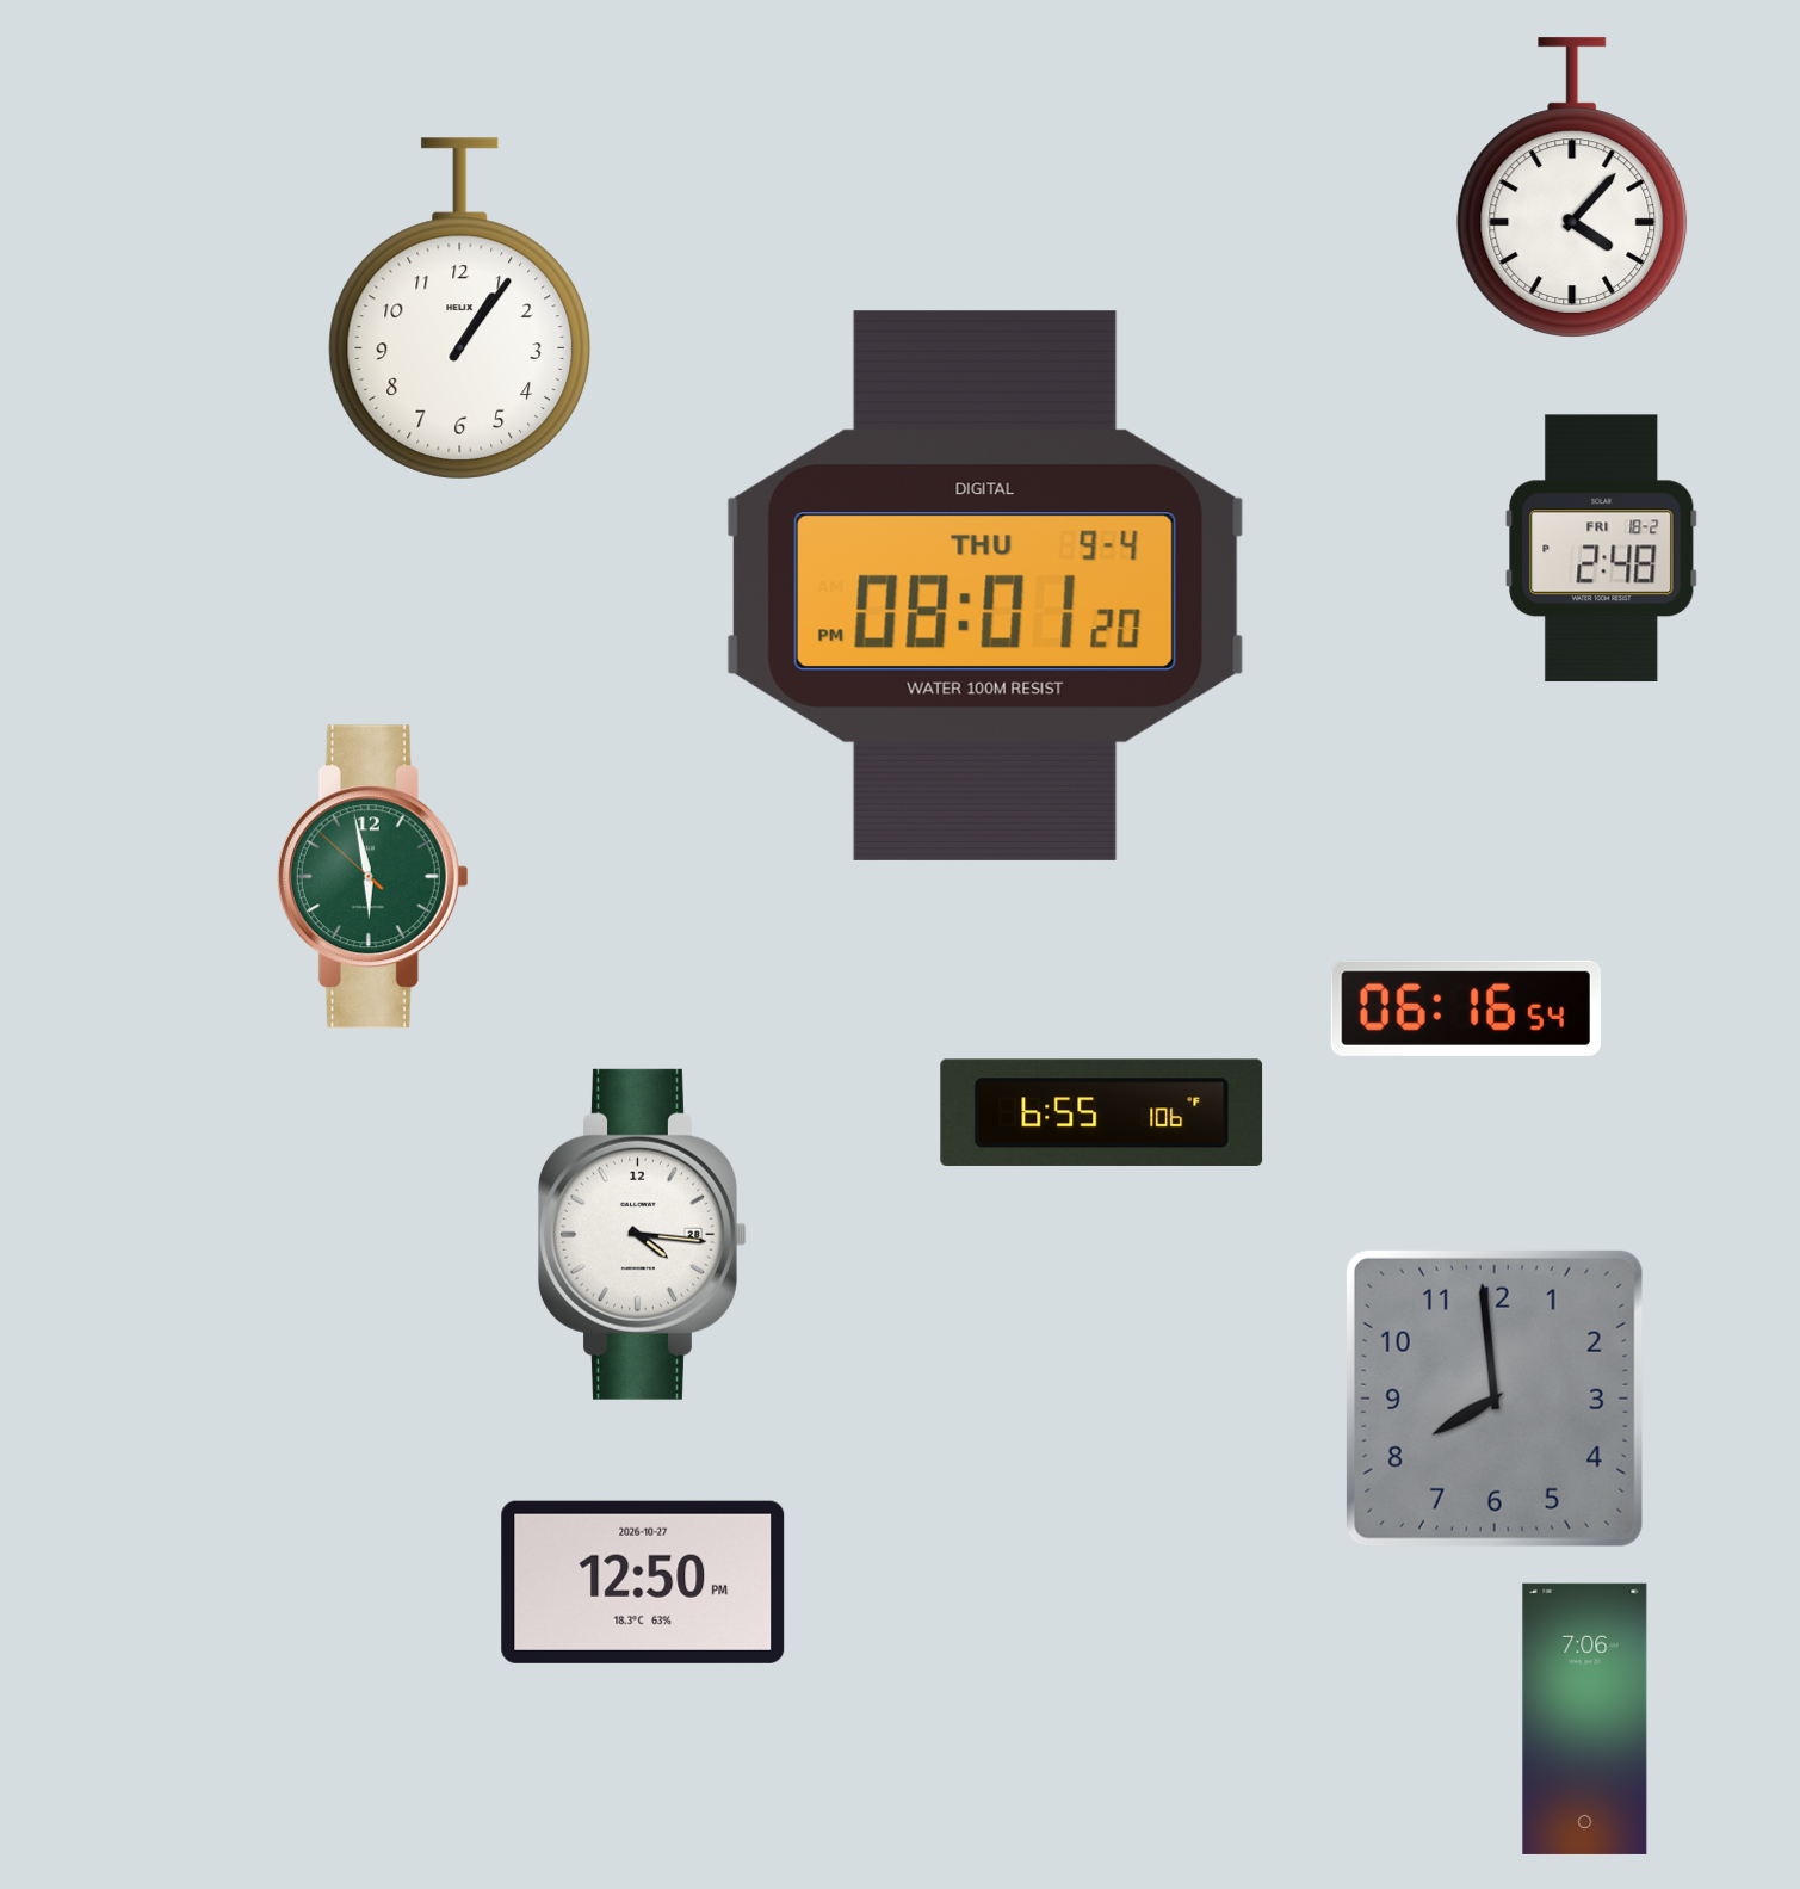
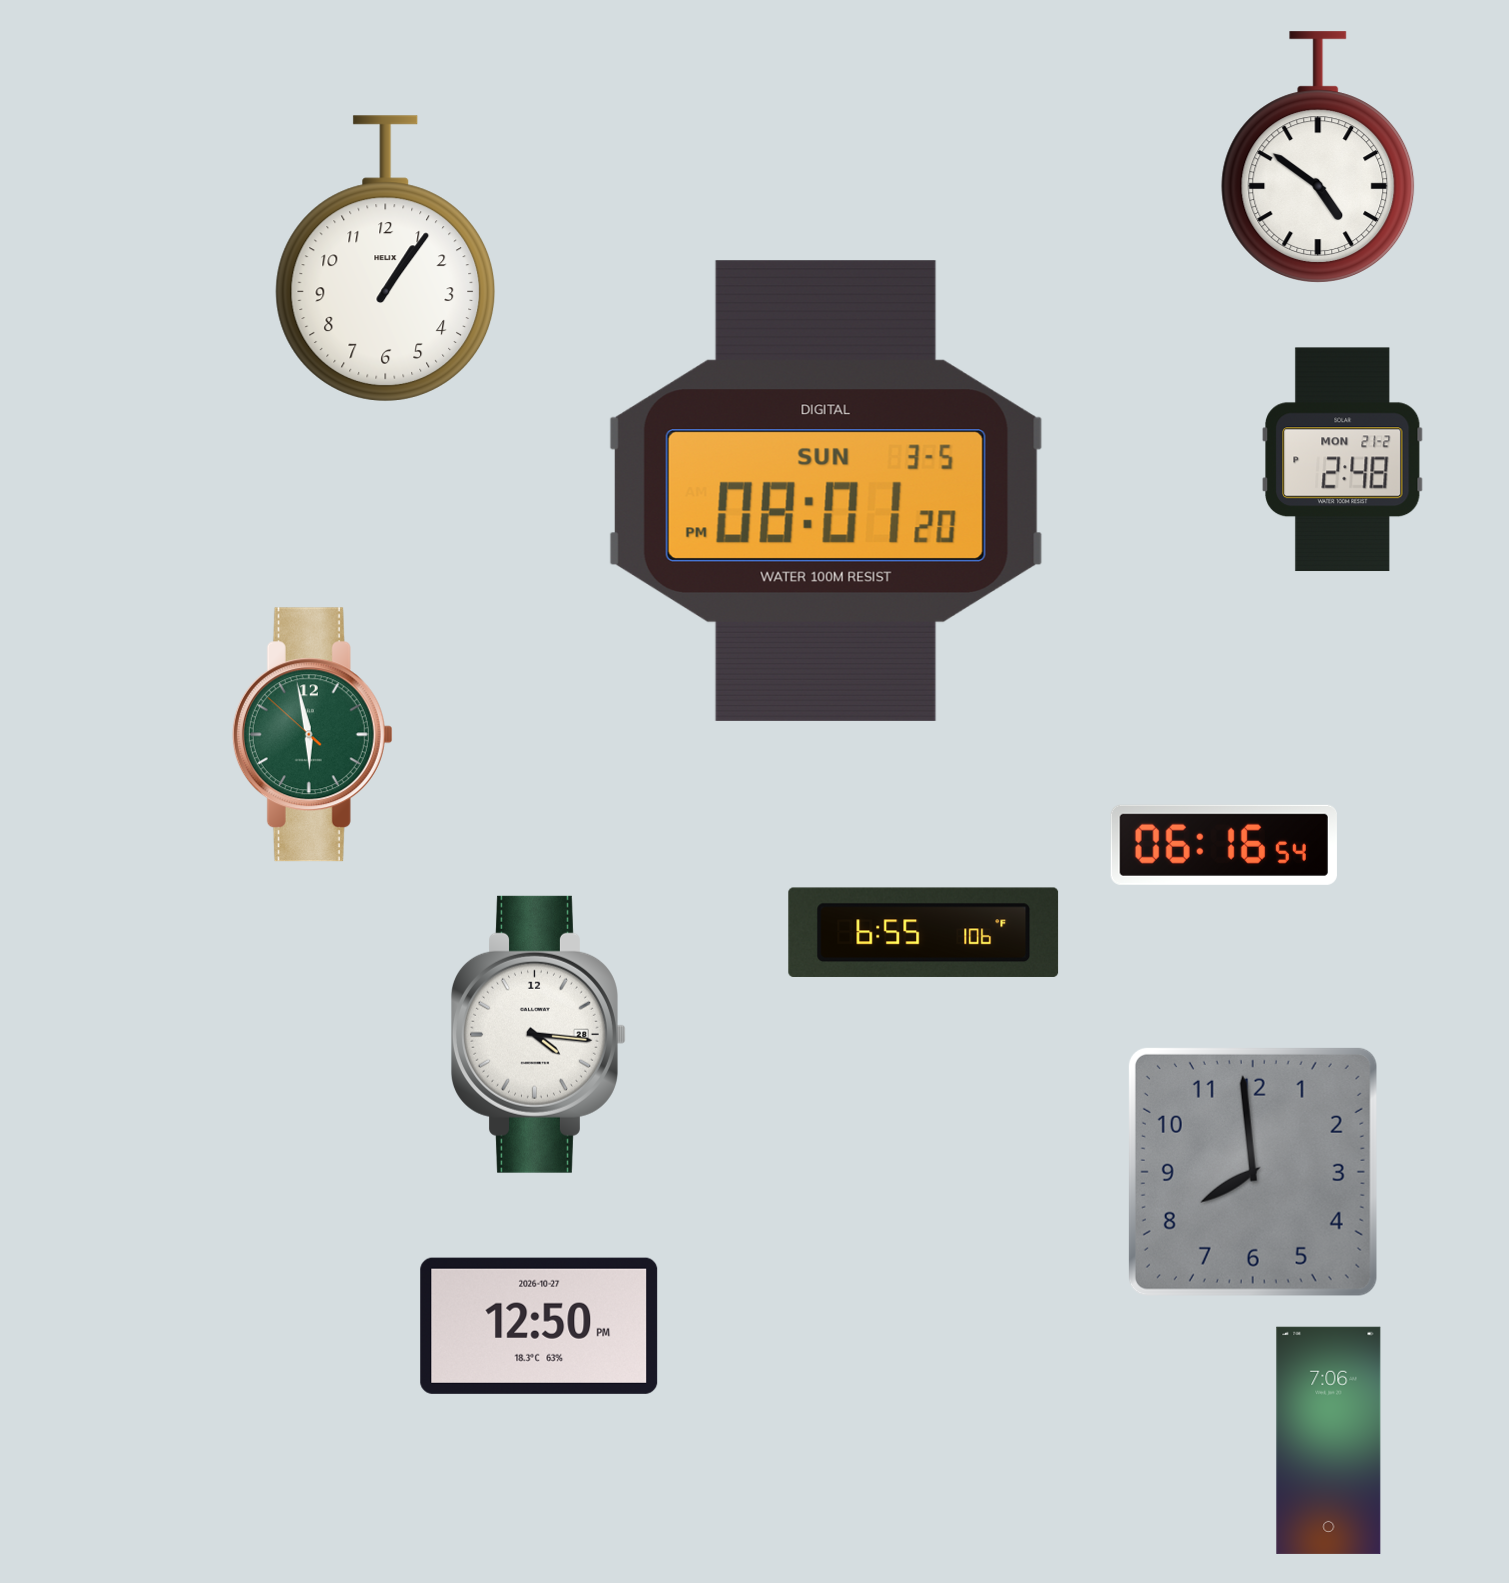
clock at (1572, 187): 4:07 -> 4:51
clock at (1602, 549) date: FRI 18-2 -> MON 21-2
clock at (985, 586) date: THU 9-4 -> SUN 3-5
clock at (1466, 1008) position: (1466, 1008) -> (1224, 845)
